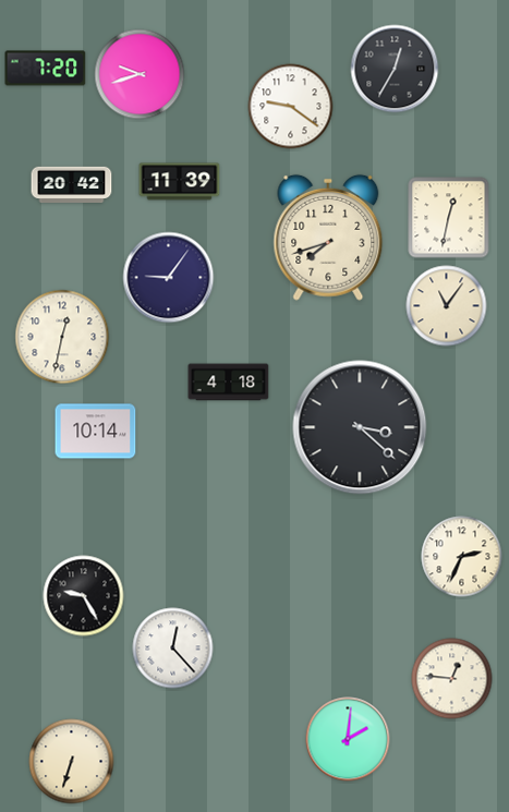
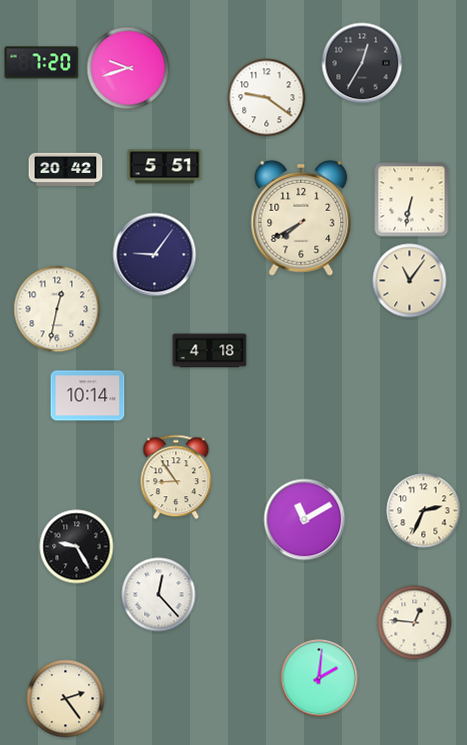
clock at (180, 182): 11:39 -> 5:51
clock at (449, 218): 12:32 -> 6:32
clock at (328, 238): 7:42 -> 7:40
clock at (360, 427): 3:22 -> none
clock at (176, 477): none -> 8:54
clock at (305, 520): none -> 11:10
clock at (72, 762): 6:33 -> 2:24
